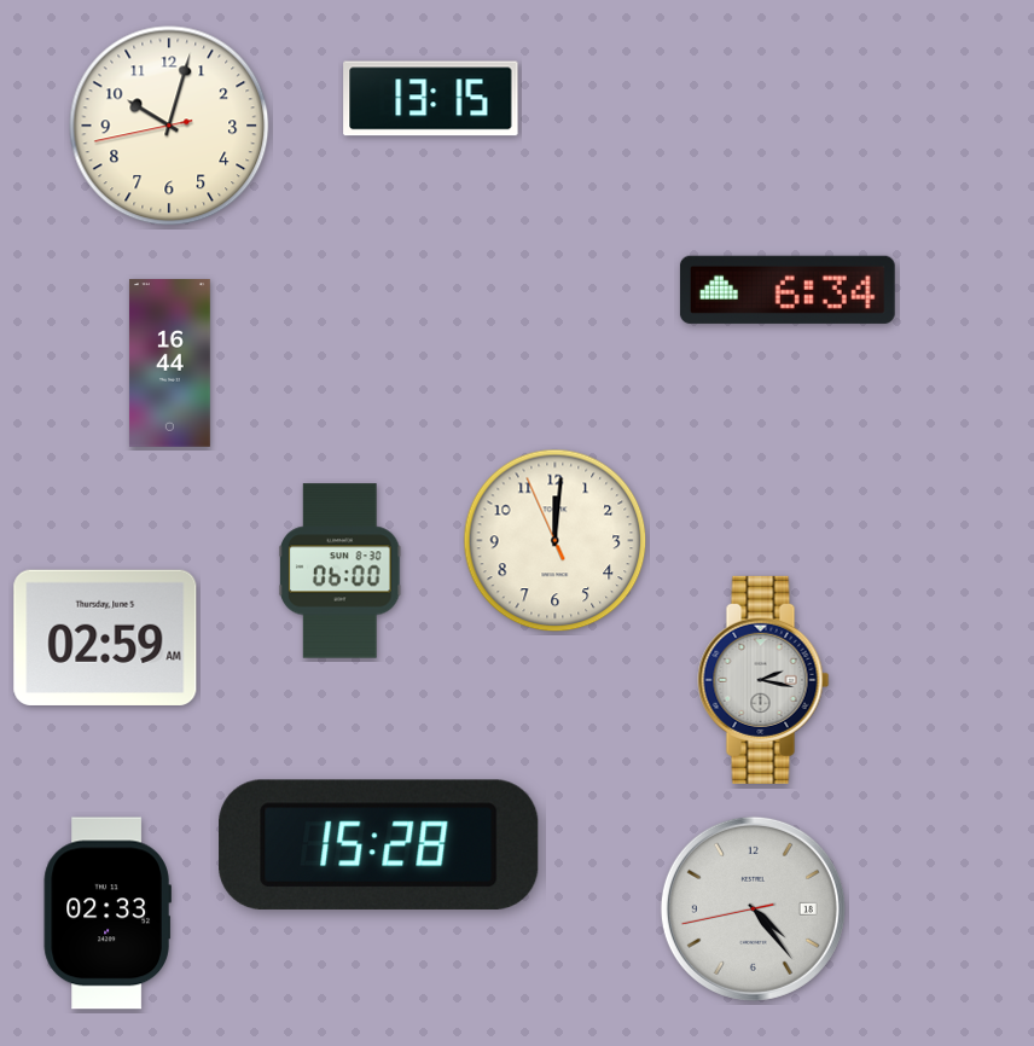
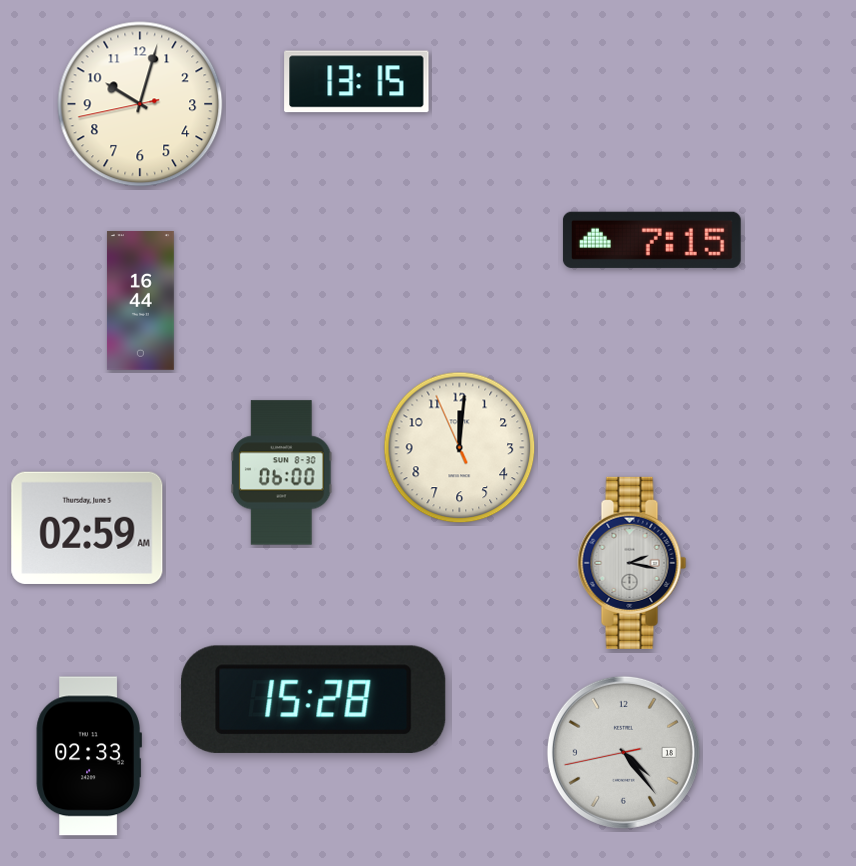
clock at (788, 290): 6:34 -> 7:15
